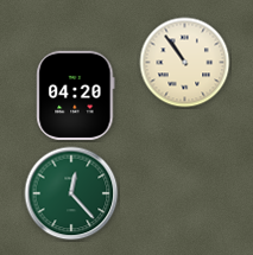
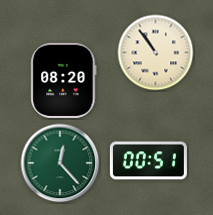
clock at (76, 95): 04:20 -> 08:20
clock at (148, 161): none -> 00:51
